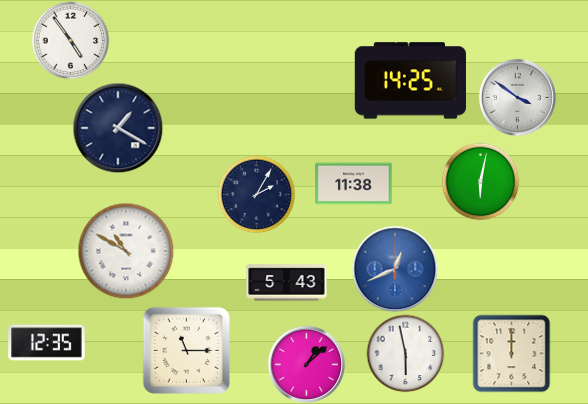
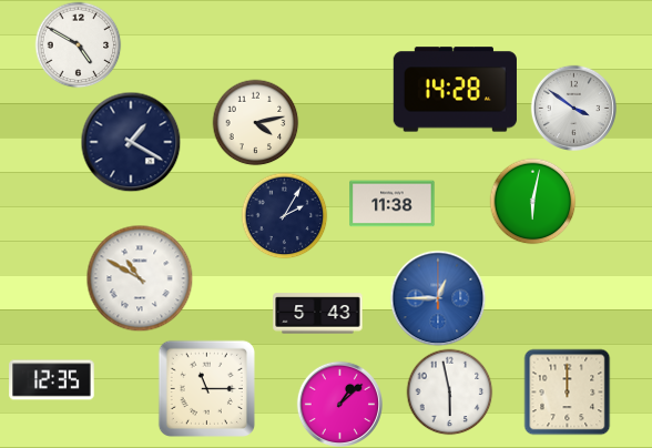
clock at (70, 40): 4:54 -> 4:50
clock at (410, 81): 14:25 -> 14:28
clock at (255, 122): none -> 4:13
clock at (395, 269): 12:41 -> 12:45
